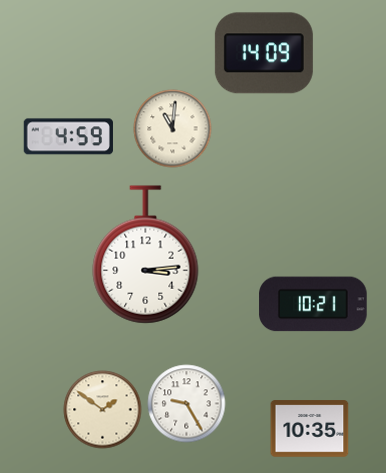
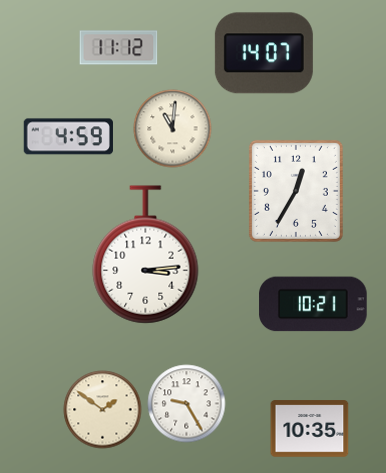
clock at (118, 48): none -> 11:12
clock at (264, 53): 14:09 -> 14:07
clock at (296, 191): none -> 12:35
